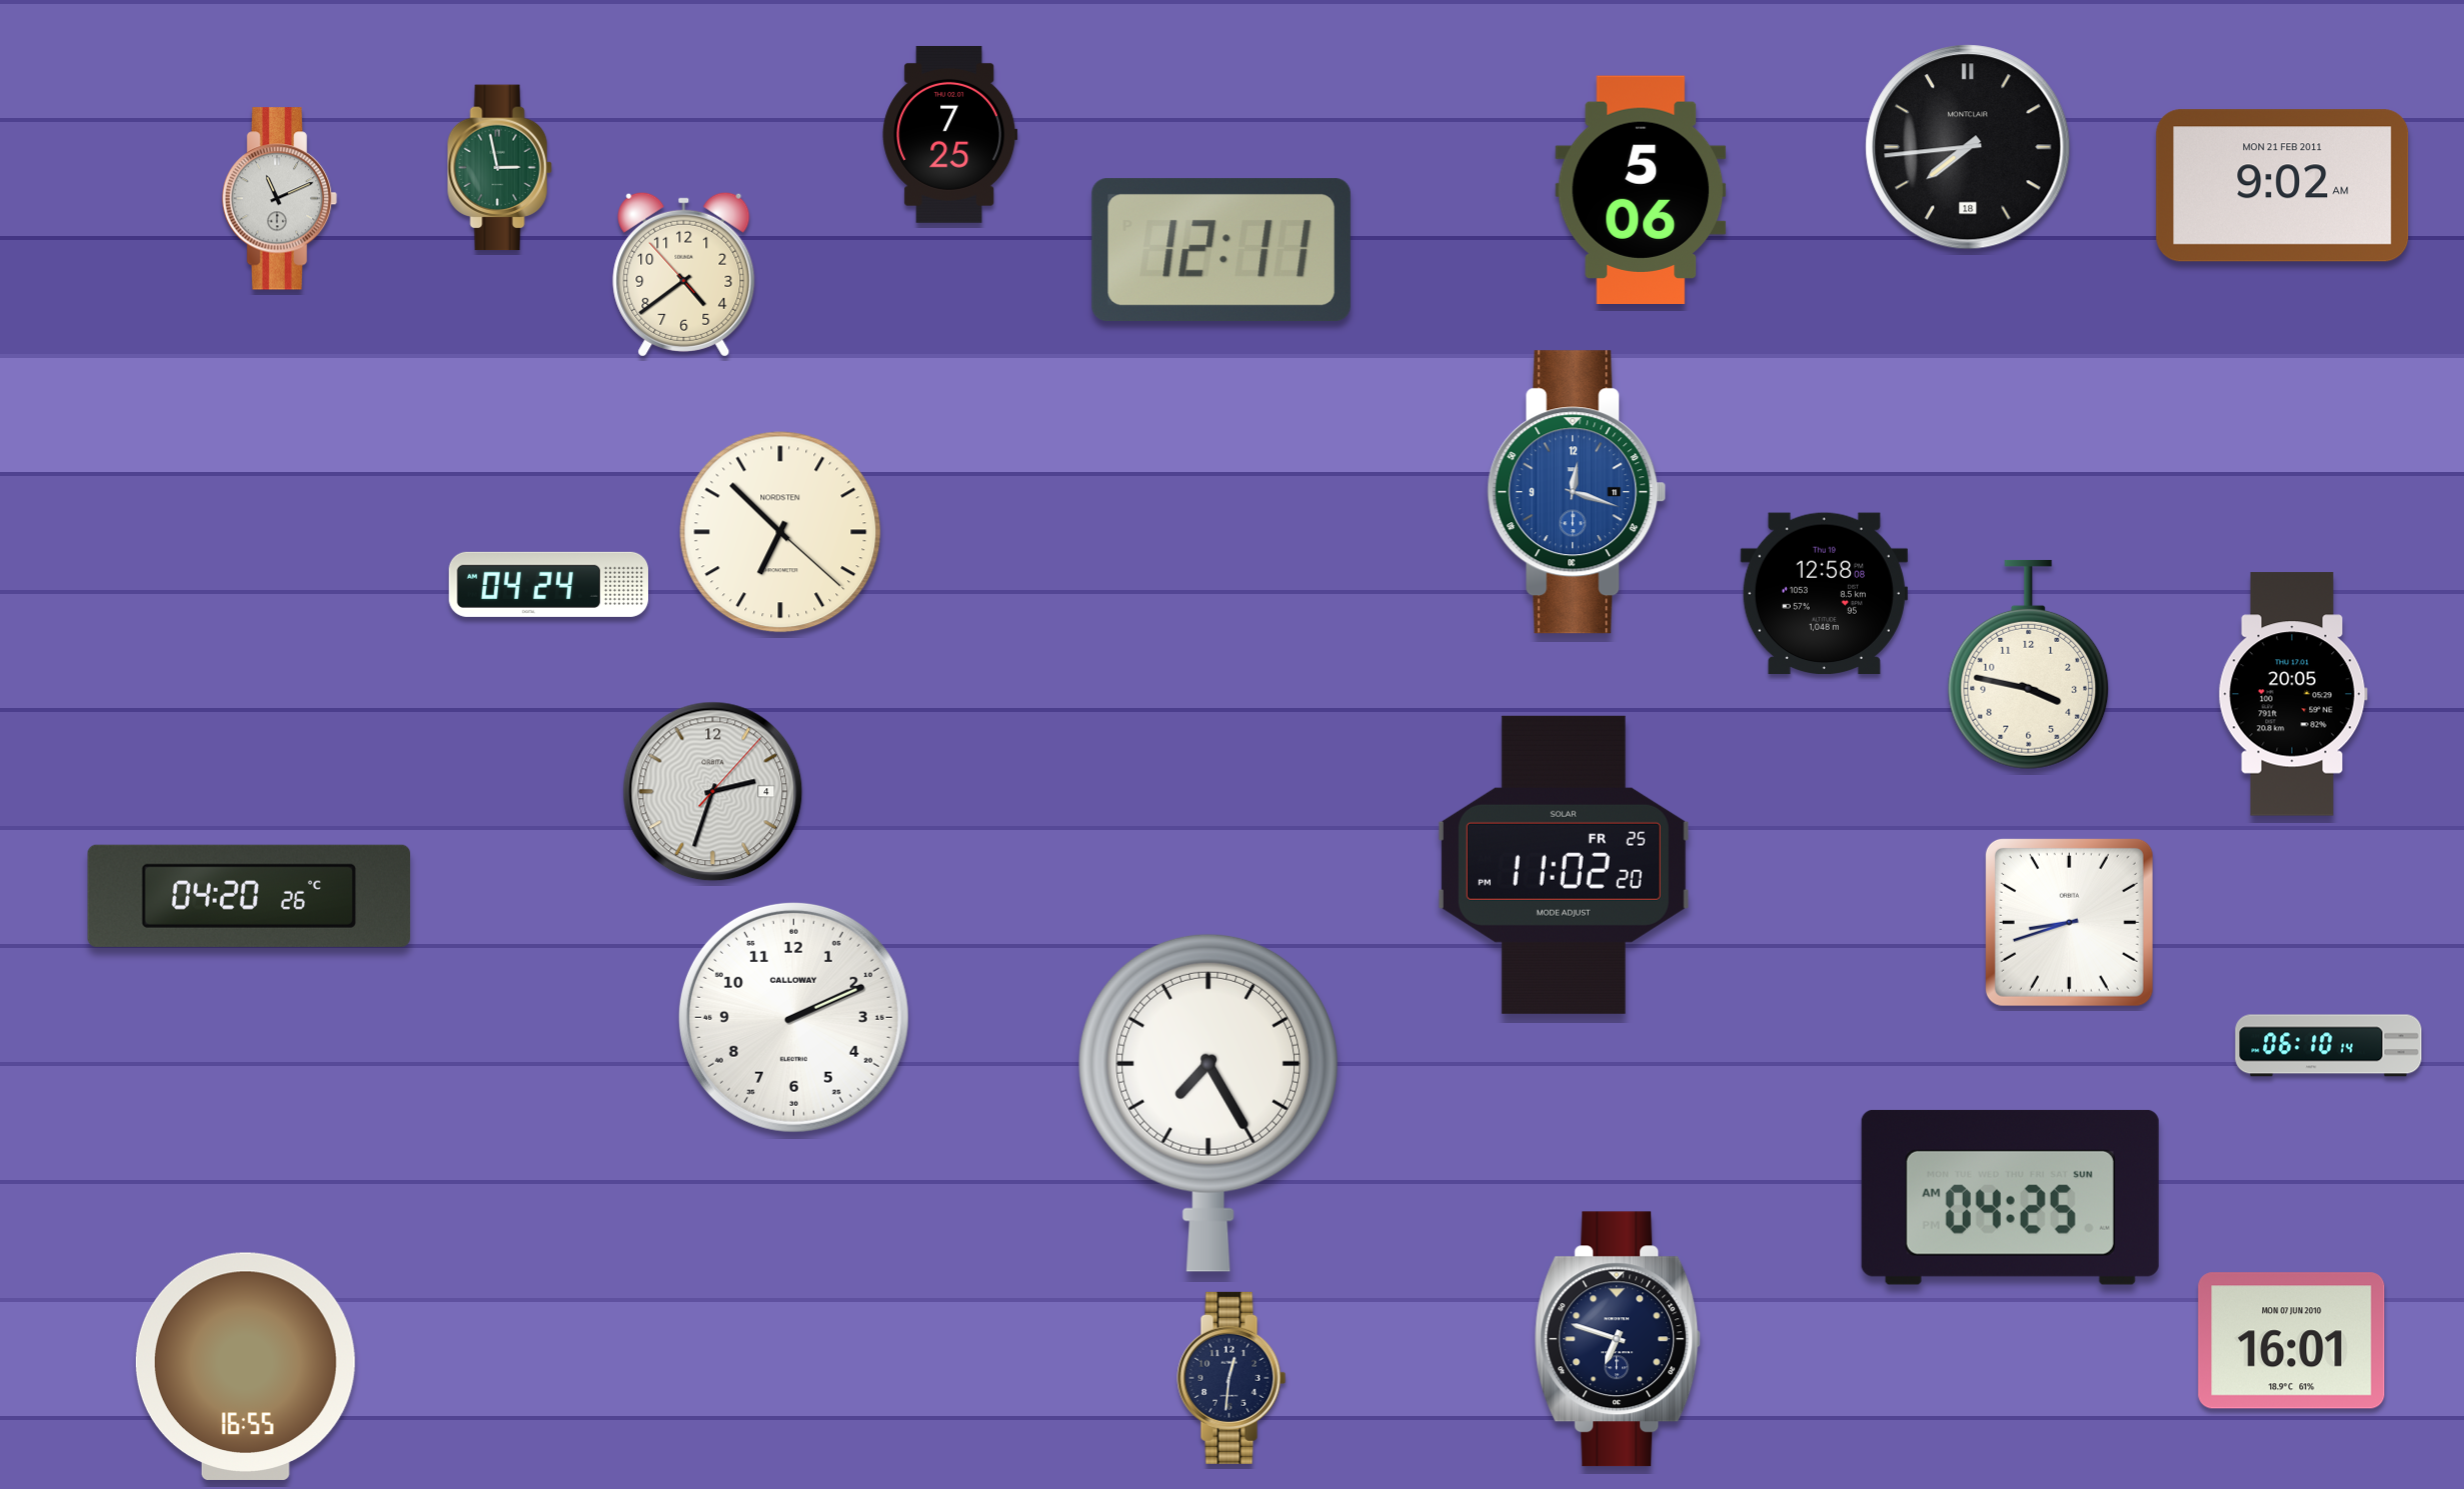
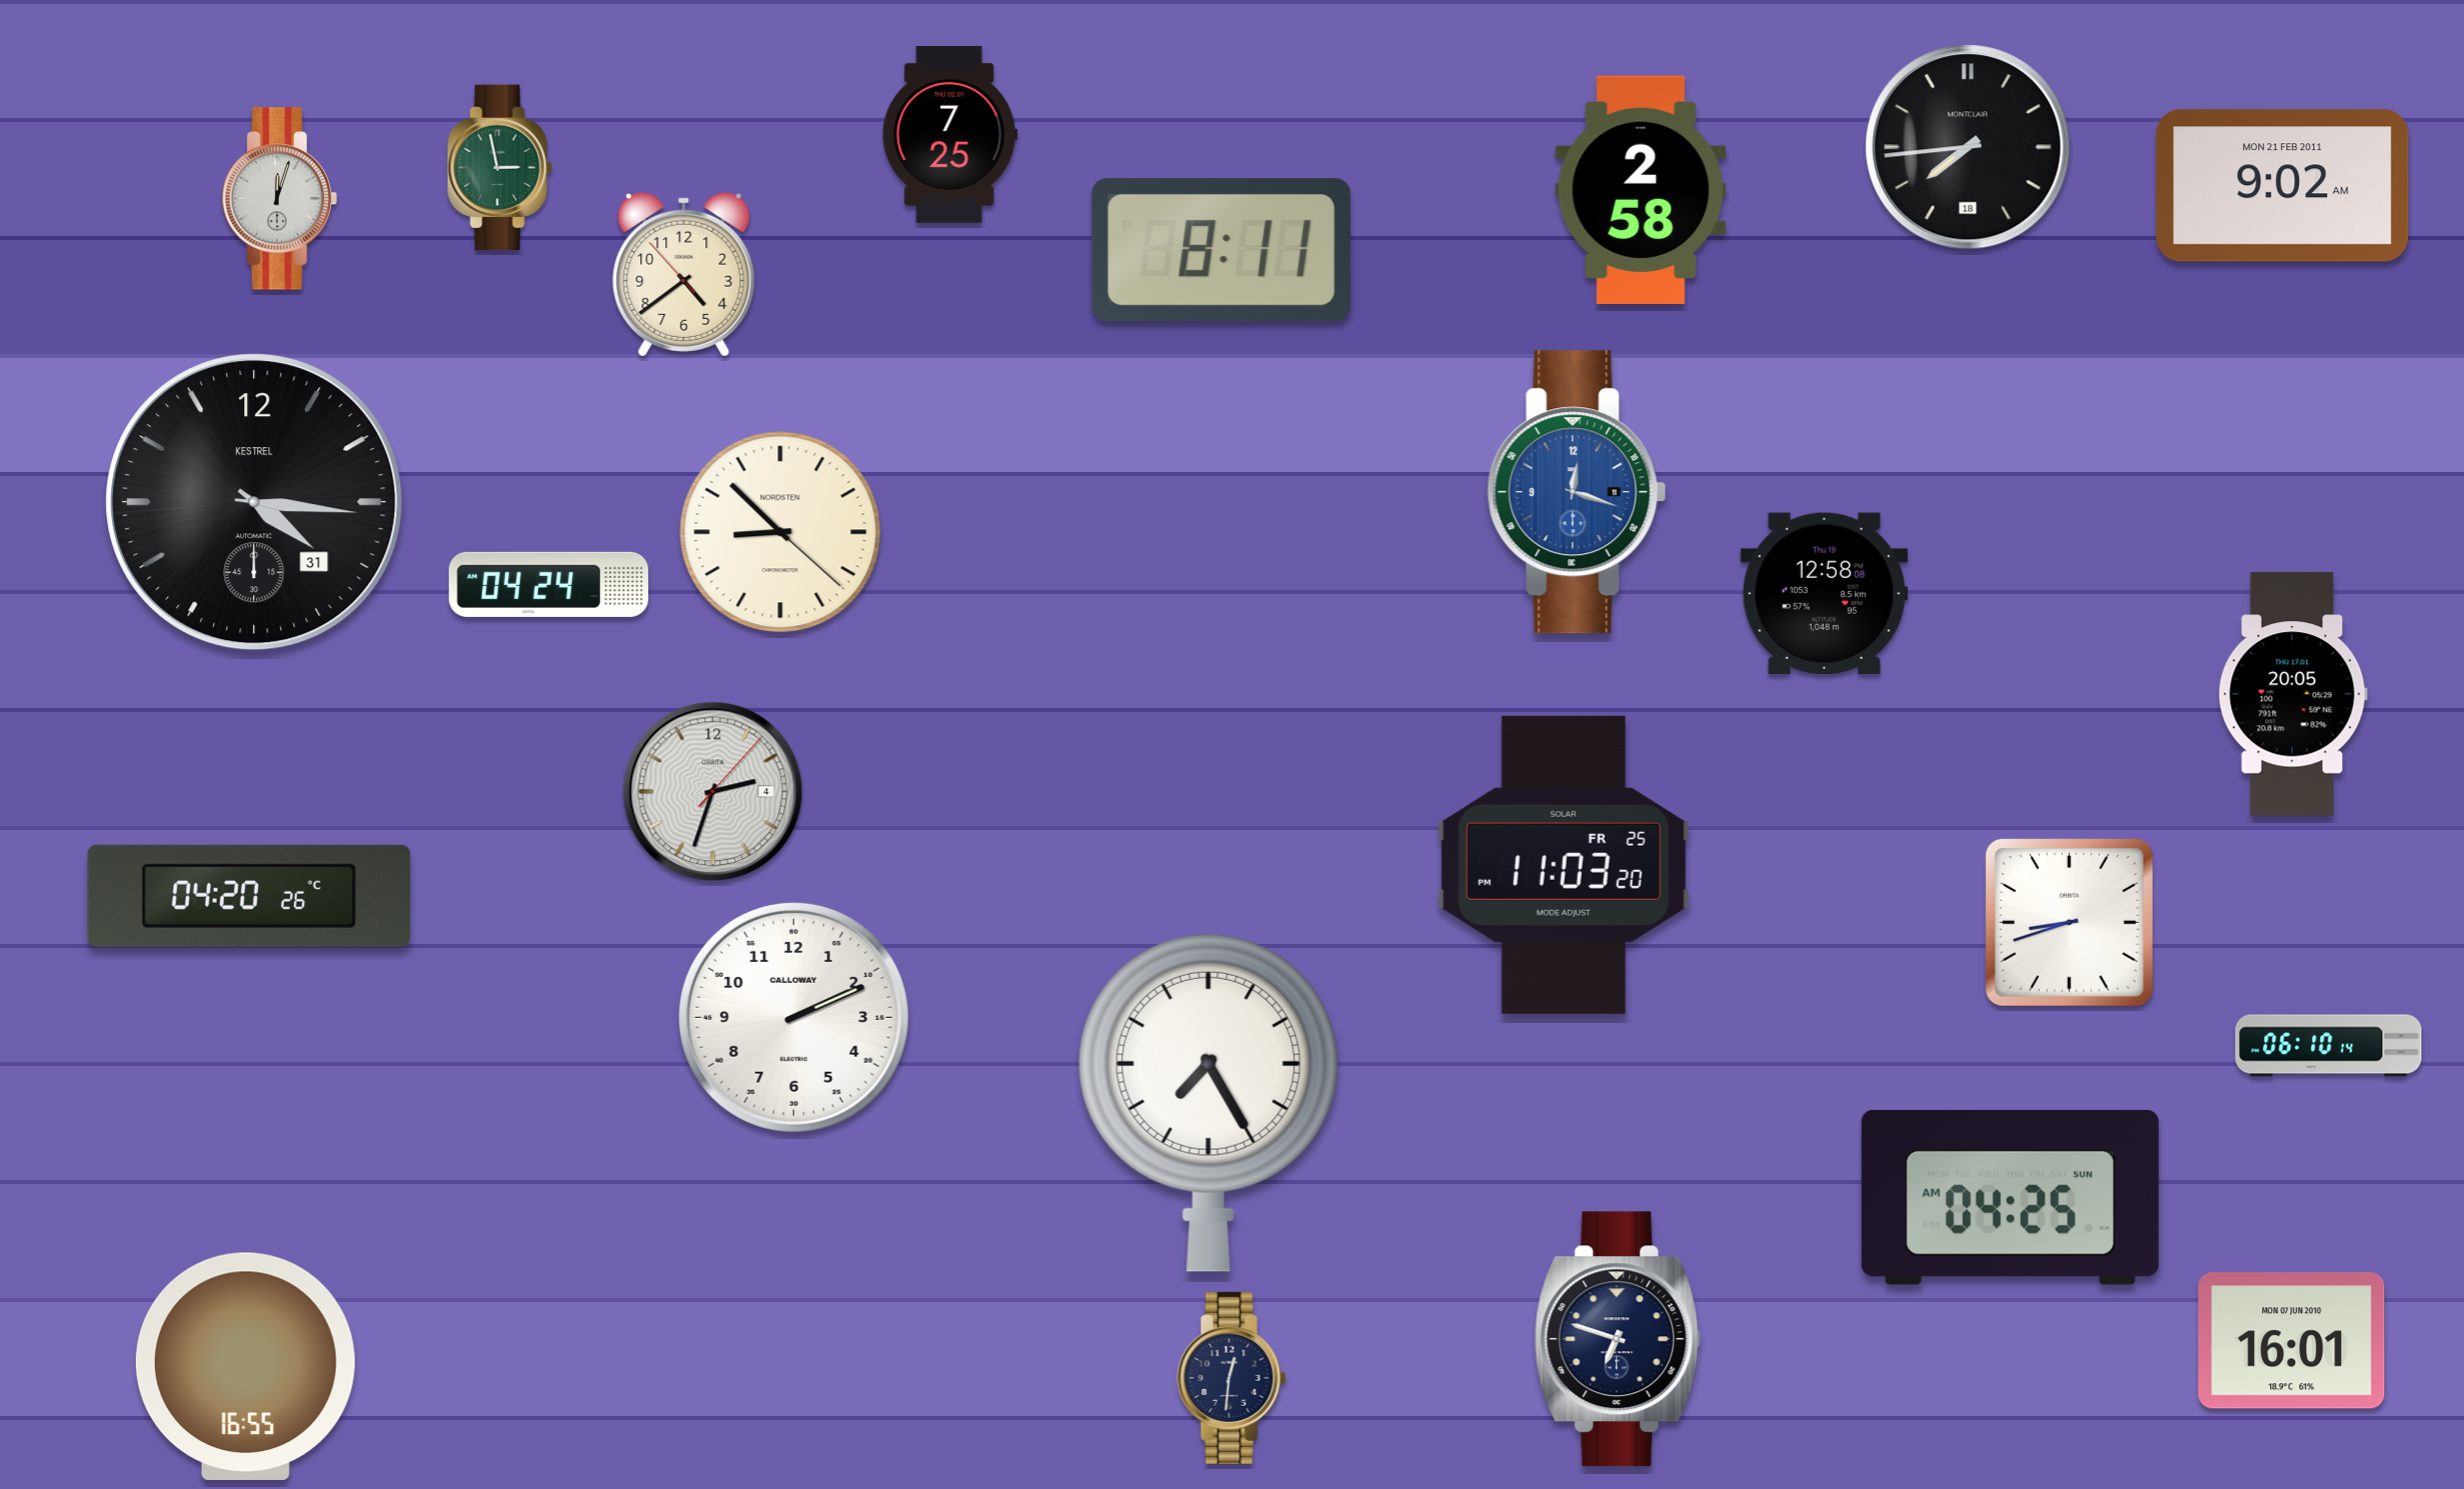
clock at (1641, 190): 5:06 -> 2:58
clock at (279, 199): 11:11 -> 12:03
clock at (1221, 250): 12:11 -> 8:11
clock at (254, 502): none -> 4:16
clock at (780, 532): 6:52 -> 8:52
clock at (2029, 664): 3:47 -> none
clock at (1564, 865): 11:02 -> 11:03
